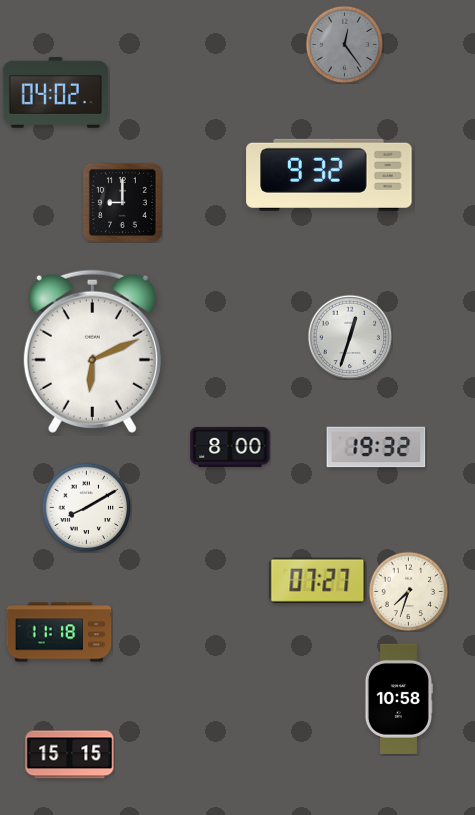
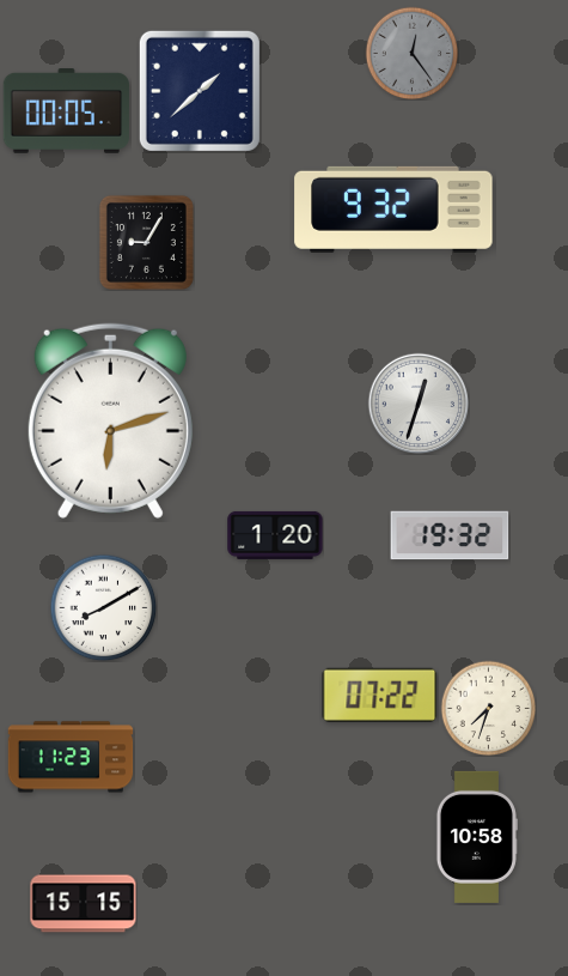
clock at (200, 91): none -> 1:38
clock at (55, 93): 04:02 -> 00:05
clock at (122, 202): 9:00 -> 9:05
clock at (92, 351): 6:11 -> 6:12
clock at (230, 447): 8:00 -> 1:20
clock at (318, 580): 07:27 -> 07:22
clock at (59, 632): 11:18 -> 11:23
